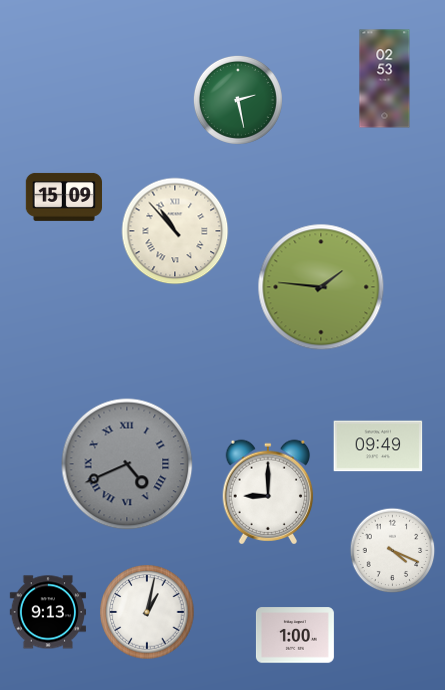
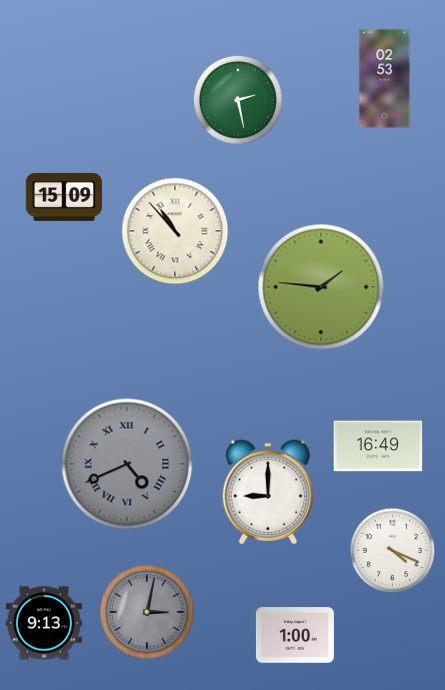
clock at (378, 446): 09:49 -> 16:49
clock at (47, 612) position: (47, 612) -> (43, 623)
clock at (147, 612): 1:02 -> 3:02
clock at (147, 612) dial: white -> grey
